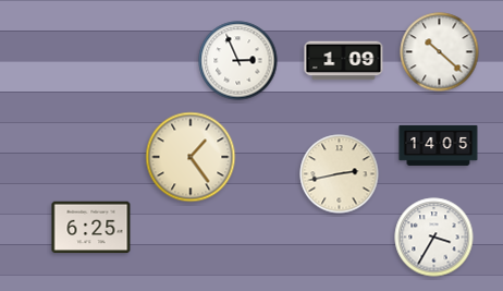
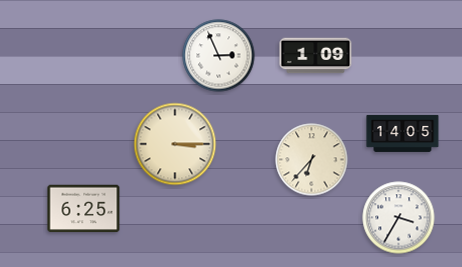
clock at (440, 52): 10:22 -> none
clock at (191, 157): 1:24 -> 3:15
clock at (340, 174): 2:43 -> 6:37
